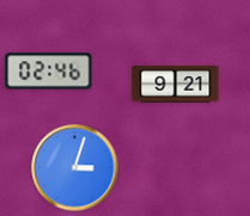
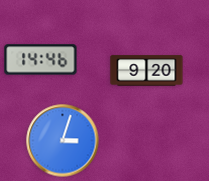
clock at (49, 72): 02:46 -> 14:46
clock at (176, 85): 9:21 -> 9:20
